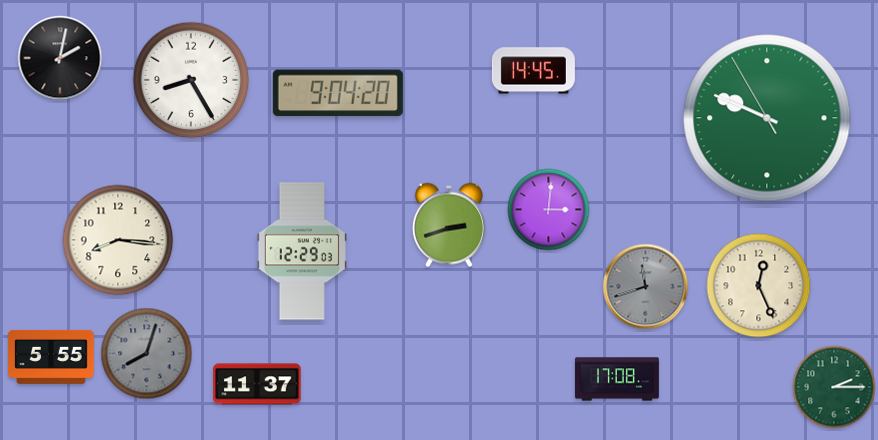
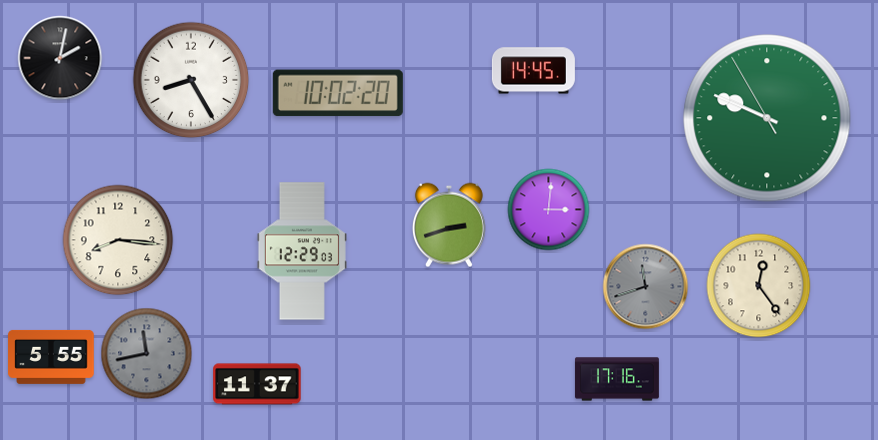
clock at (338, 93): 9:04 -> 10:02
clock at (759, 286): 12:26 -> 12:24
clock at (147, 354): 8:03 -> 11:43
clock at (617, 379): 17:08 -> 17:16
clock at (834, 387): 2:15 -> none
